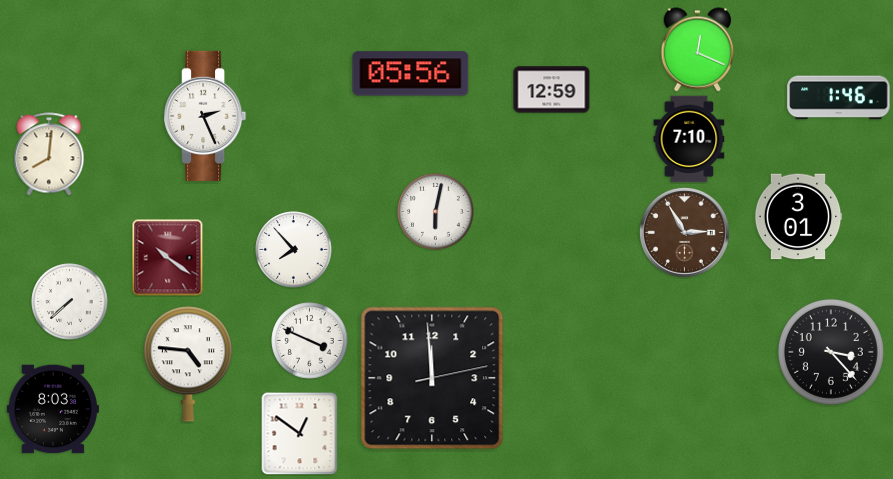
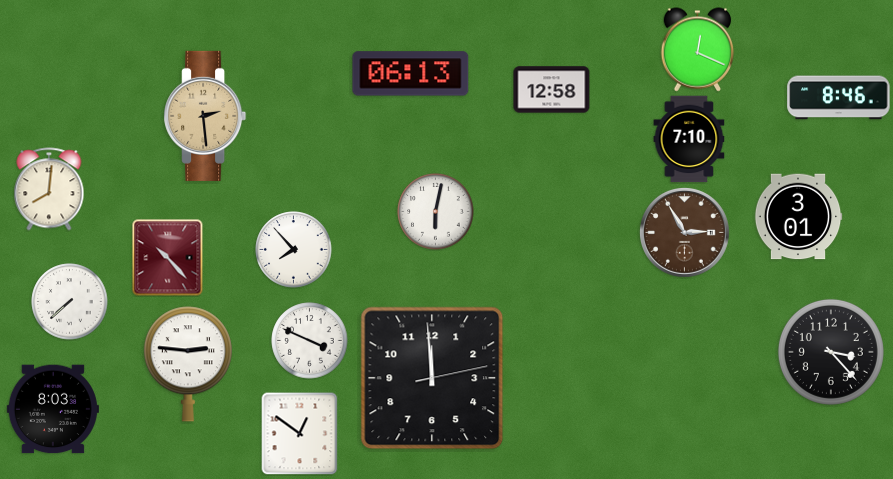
clock at (411, 74): 05:56 -> 06:13
clock at (552, 90): 12:59 -> 12:58
clock at (839, 98): 1:46 -> 8:46
clock at (205, 116): 2:26 -> 2:29
clock at (205, 116) dial: white -> champagne
clock at (49, 154) position: (49, 154) -> (49, 189)
clock at (168, 258): 10:21 -> 10:23
clock at (188, 364): 4:46 -> 2:46
